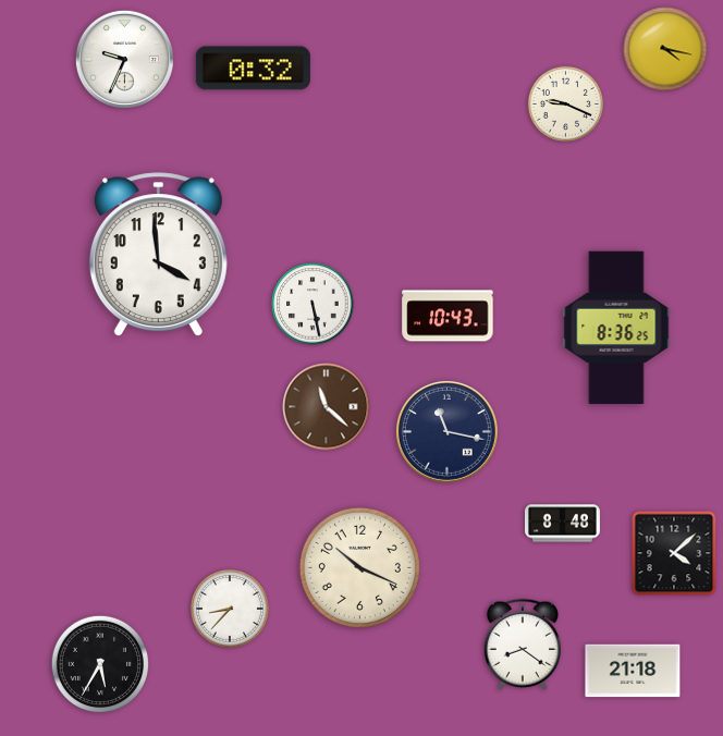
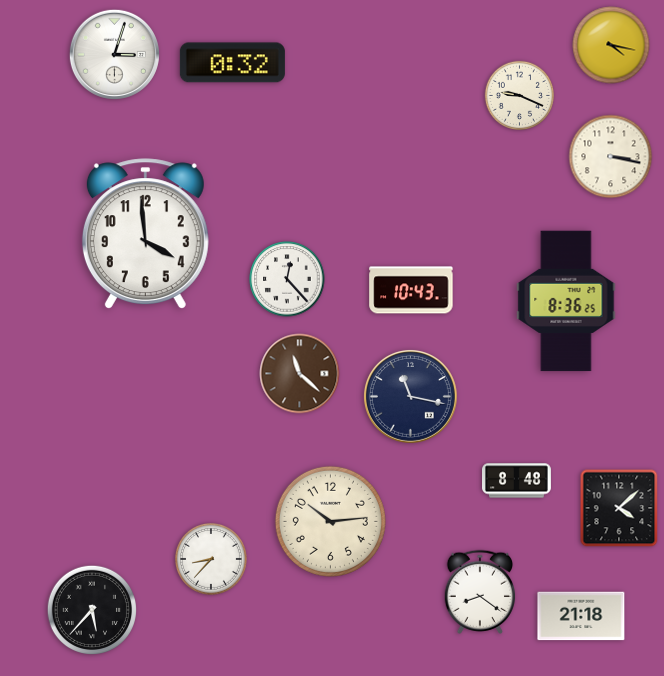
clock at (124, 59): 9:34 -> 3:03
clock at (611, 157): none -> 3:17
clock at (313, 304): 5:28 -> 12:23
clock at (359, 567): 10:19 -> 10:14
clock at (99, 663): 5:35 -> 5:37
